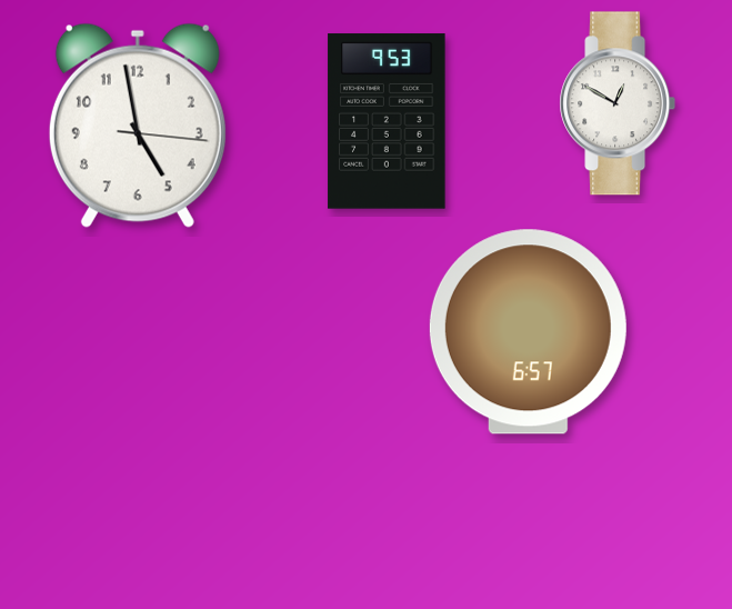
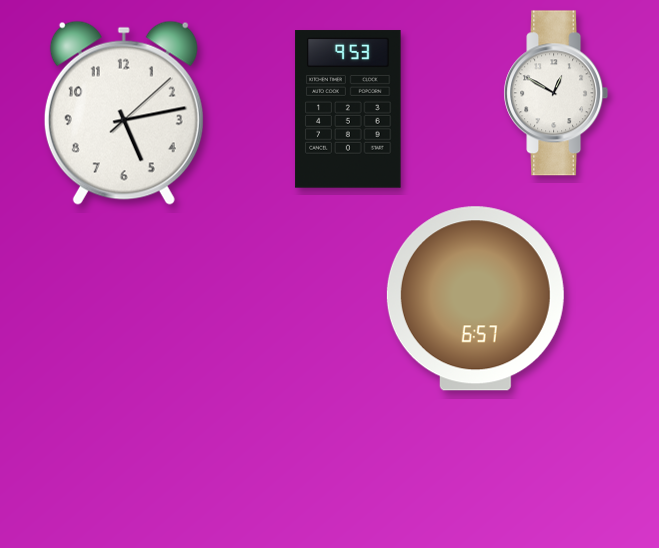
clock at (138, 126): 4:58 -> 5:13
